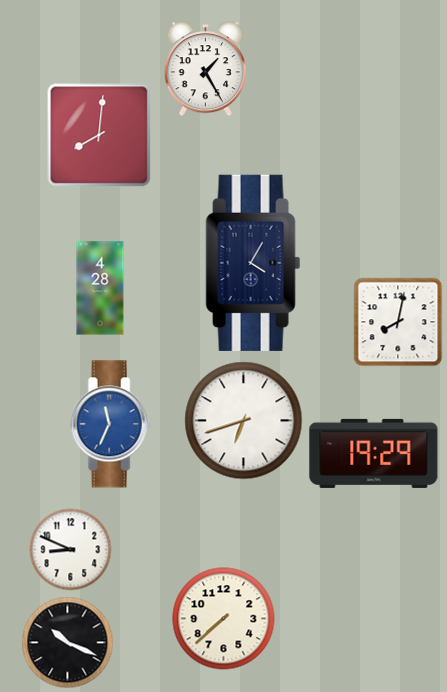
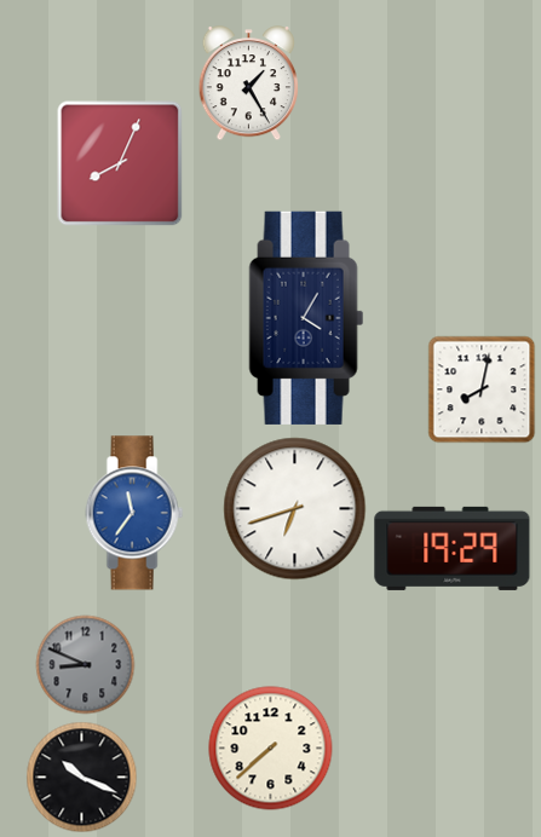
clock at (99, 135): 8:01 -> 8:04
clock at (100, 288): 4:28 -> none
clock at (111, 424): 11:34 -> 11:36
clock at (71, 550) dial: white -> grey
